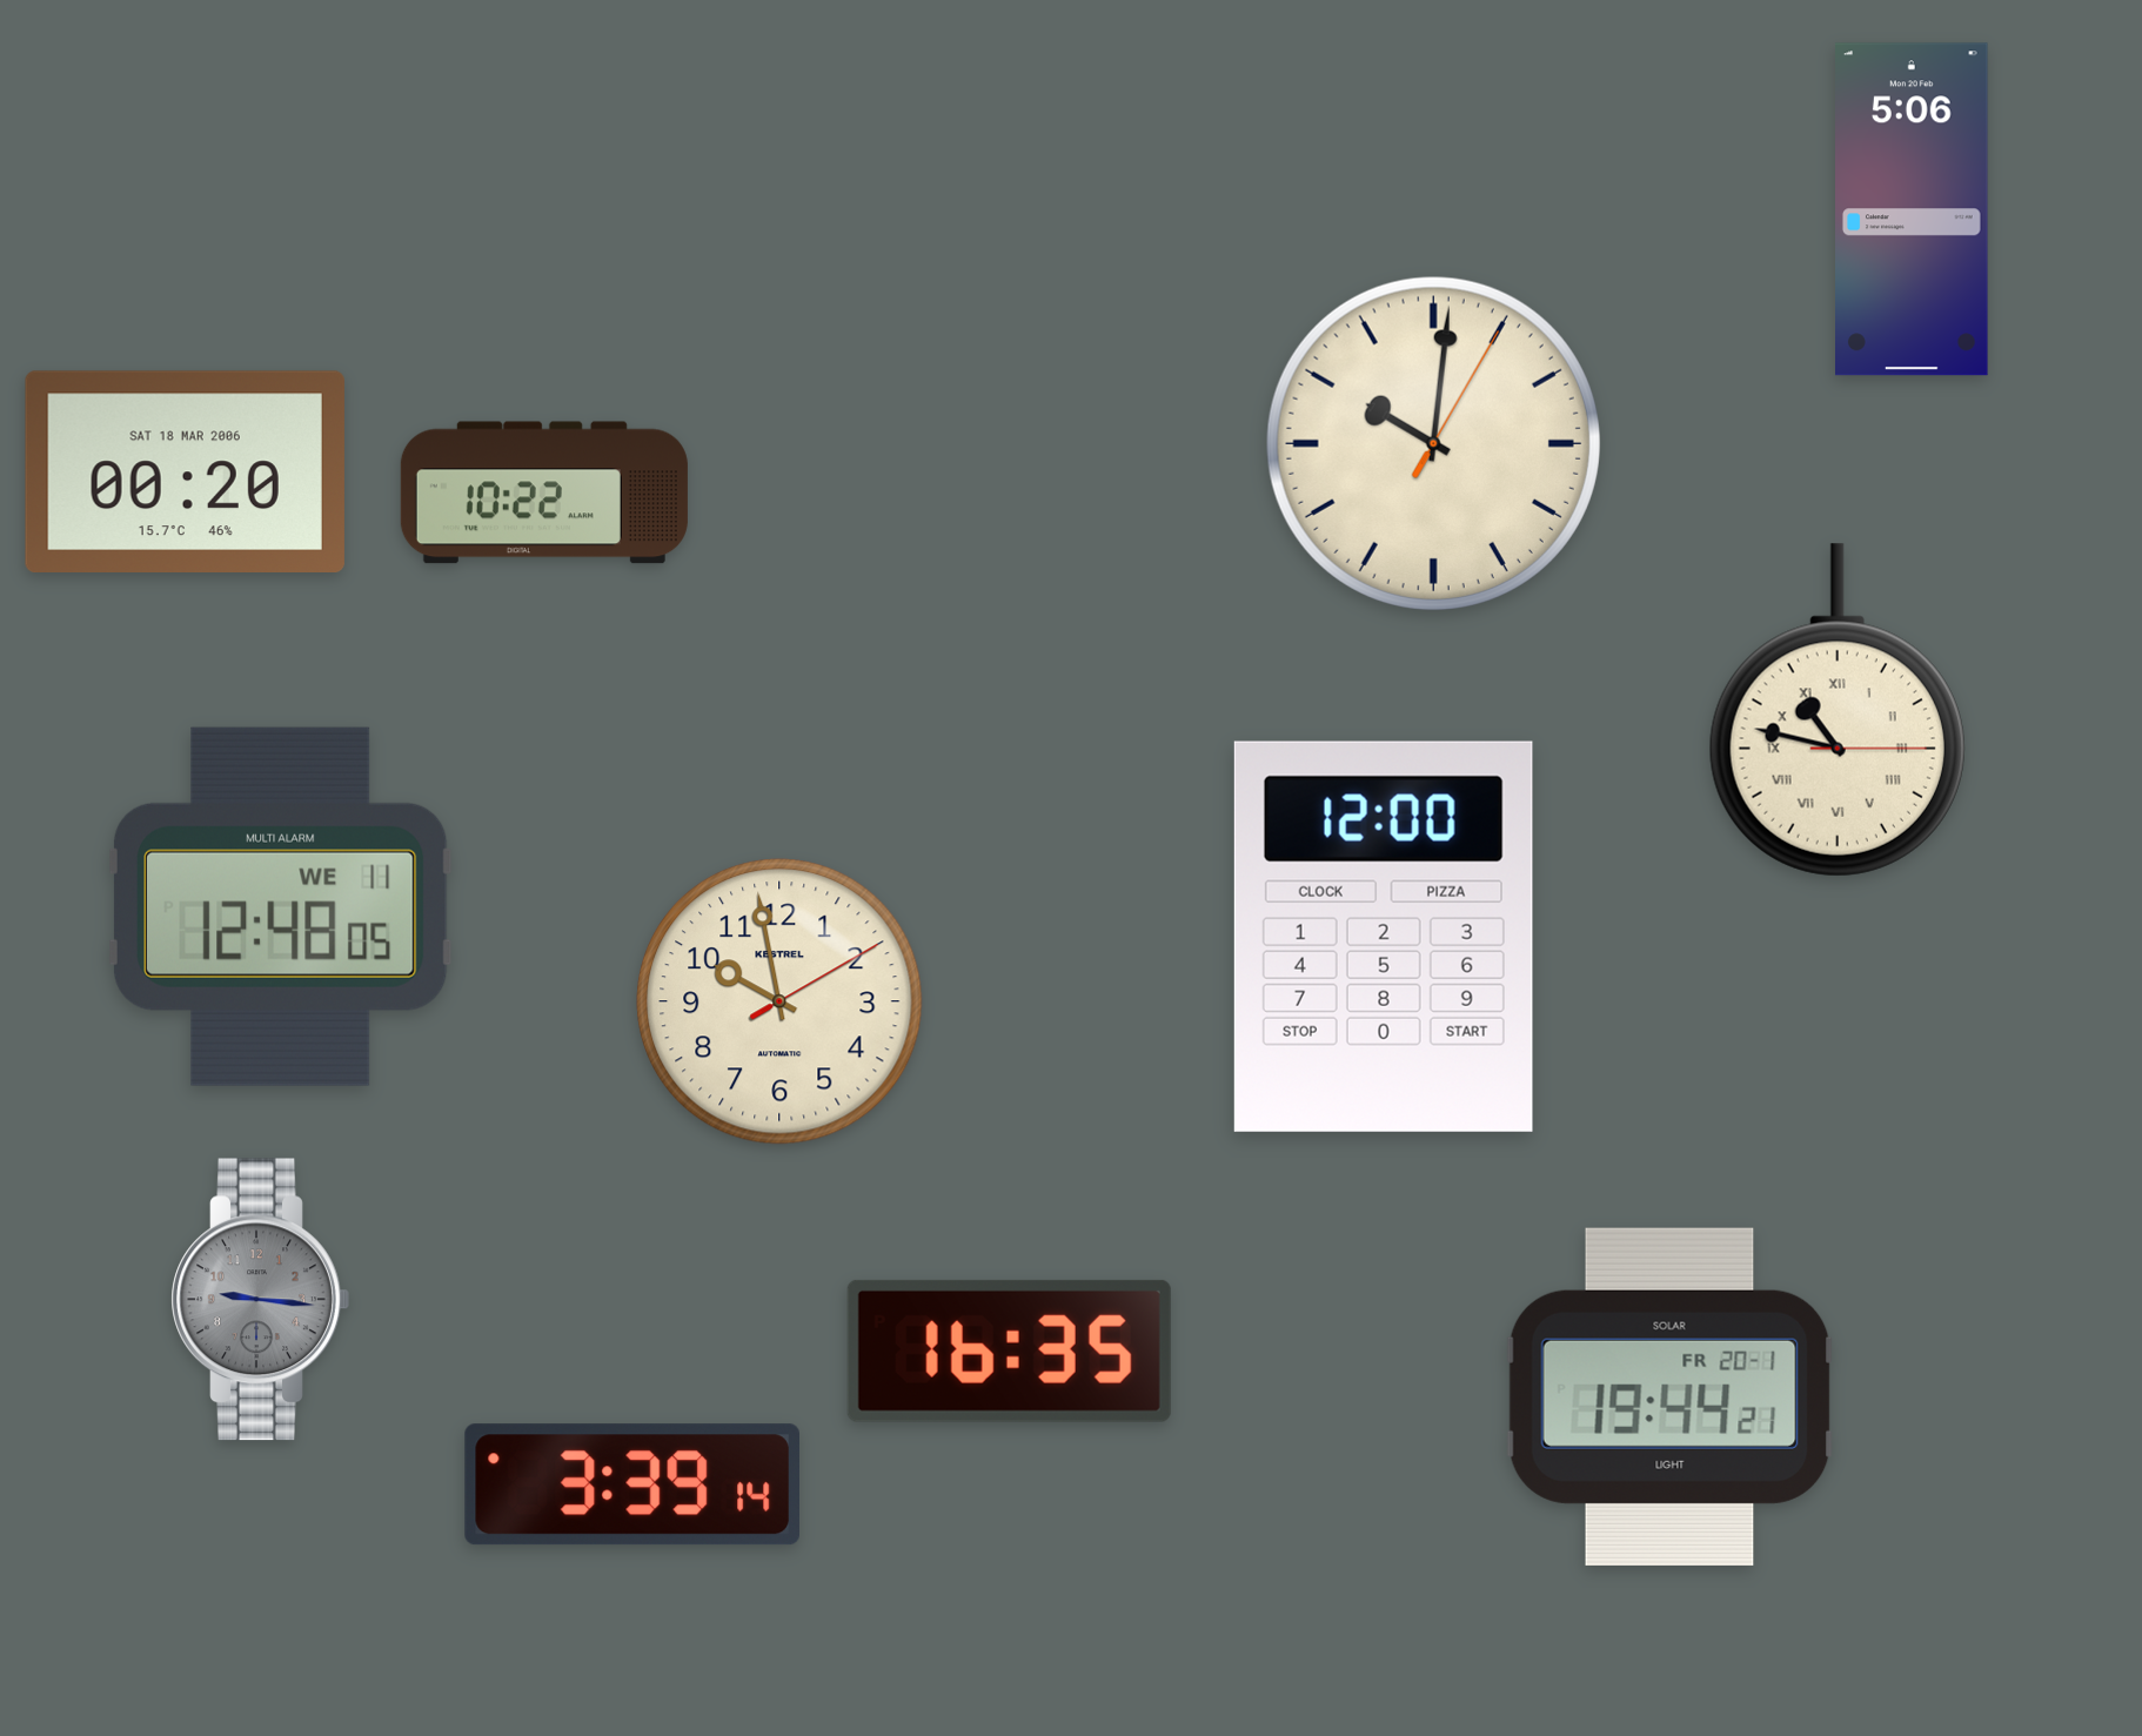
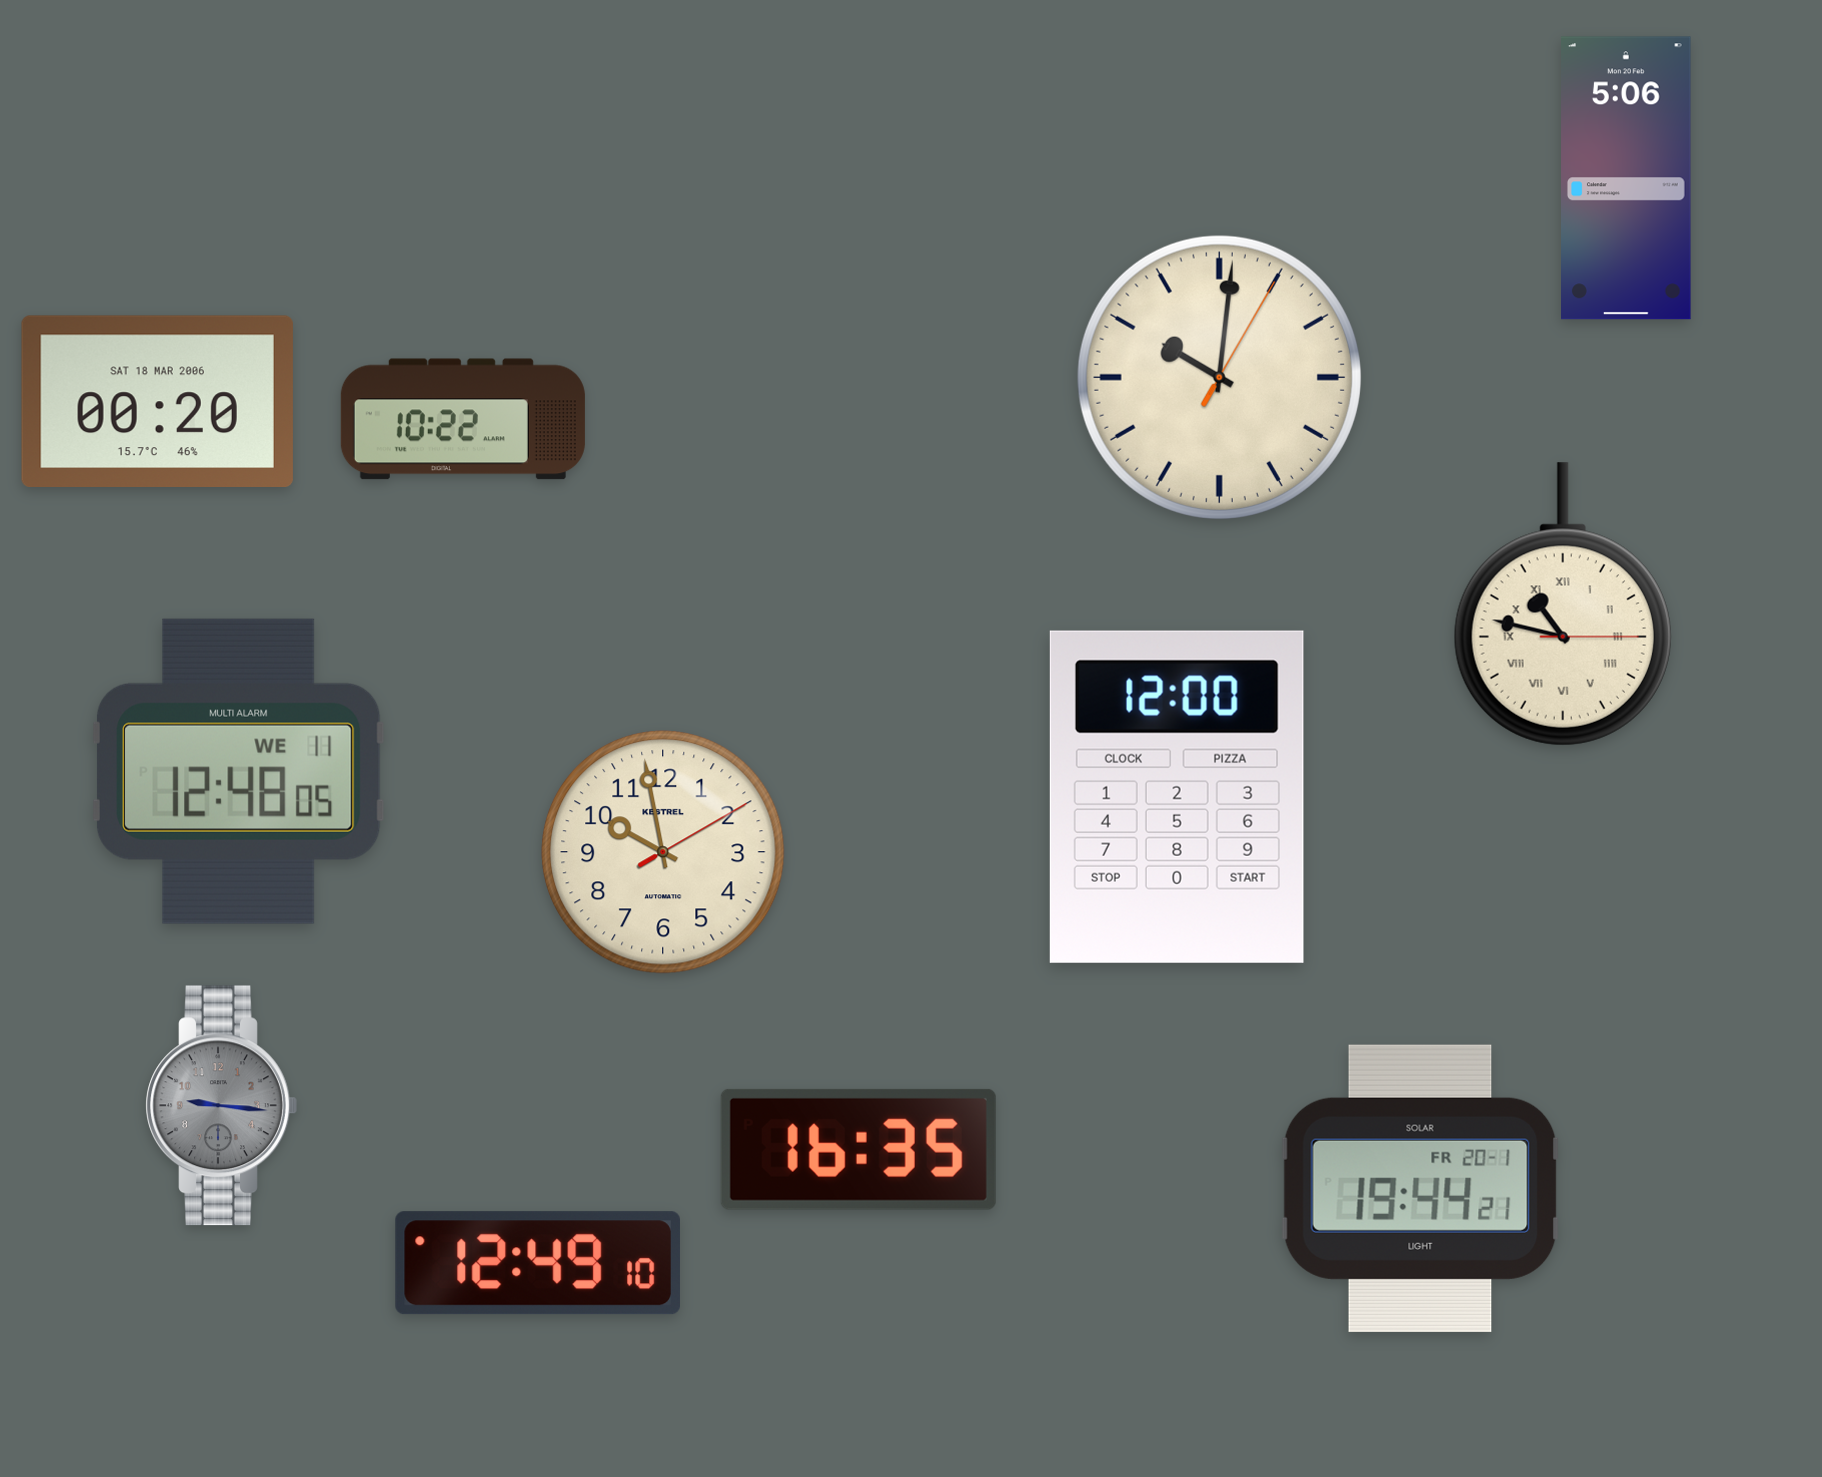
clock at (632, 1484): 3:39 -> 12:49
